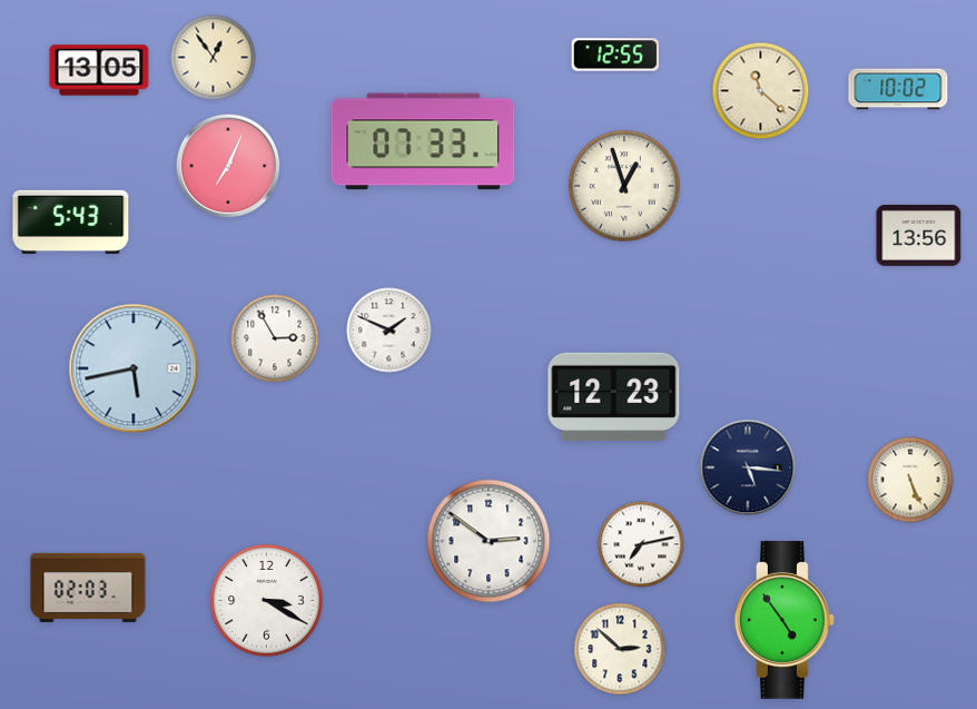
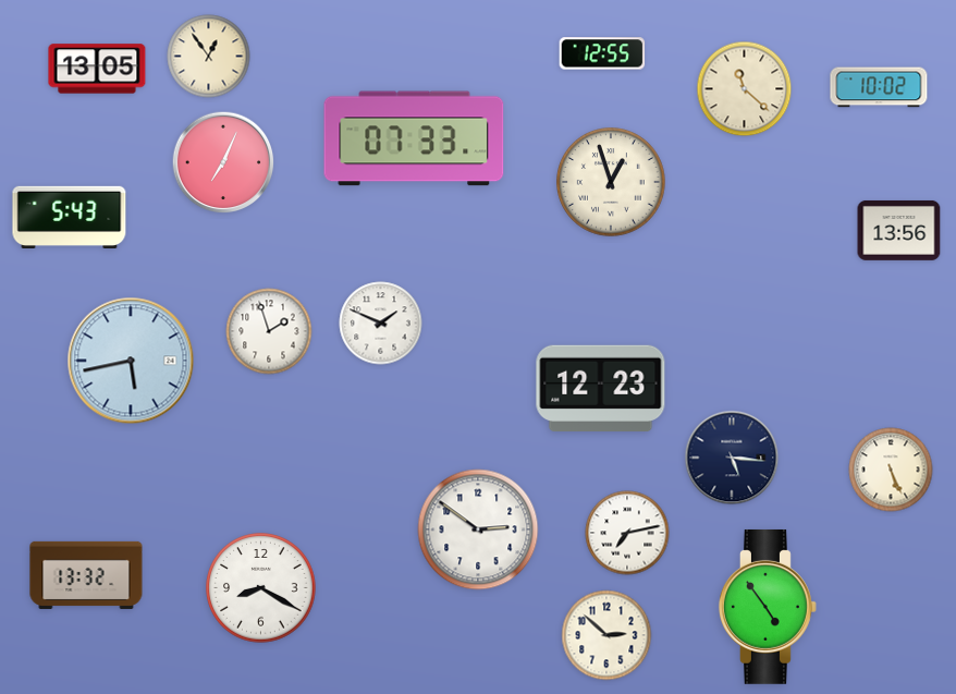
clock at (275, 338): 2:55 -> 1:57
clock at (88, 588): 02:03 -> 13:32
clock at (267, 601): 3:20 -> 8:20
